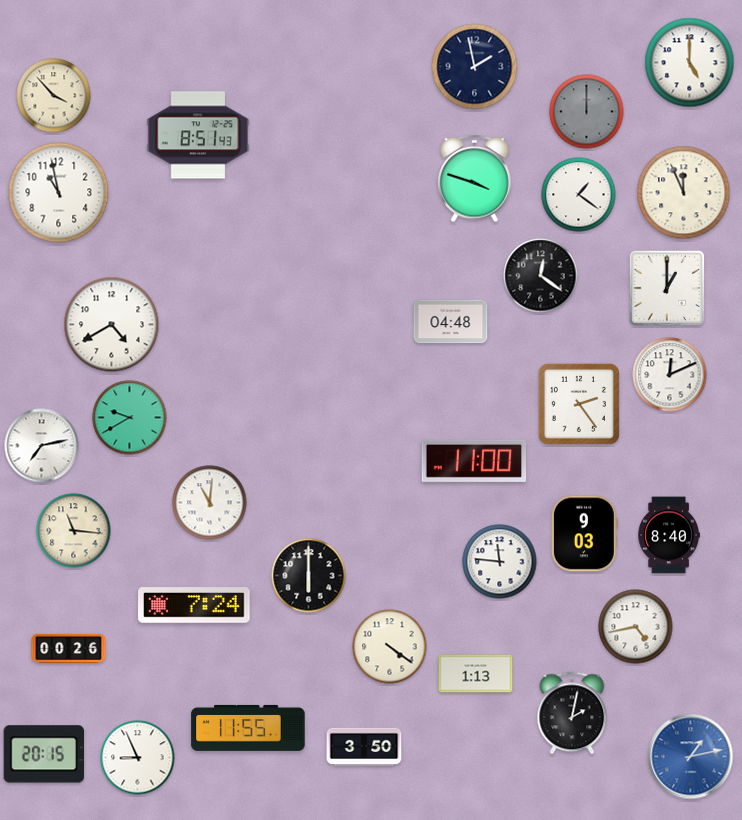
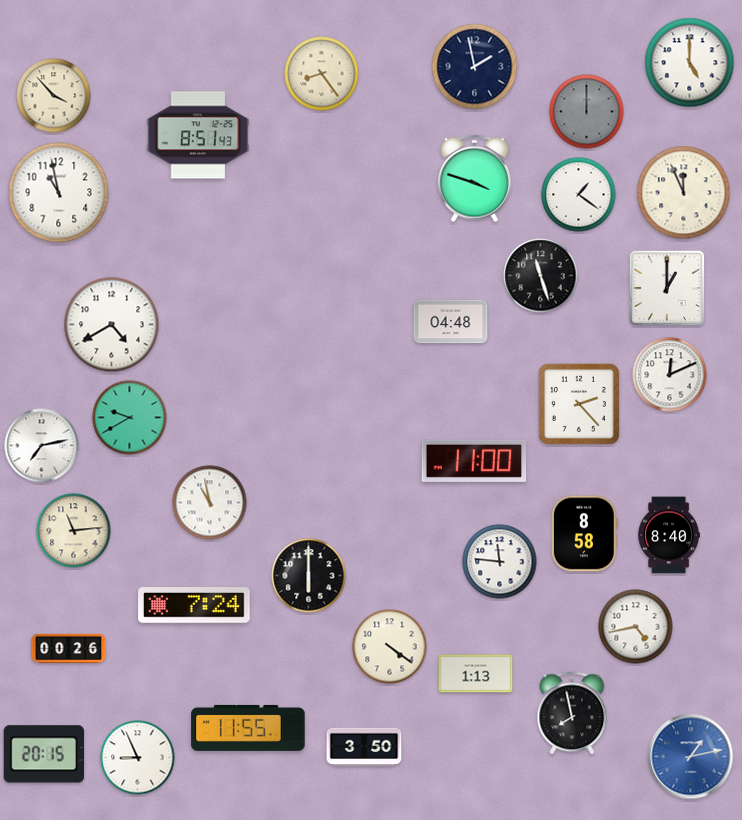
clock at (322, 74): none -> 8:24
clock at (541, 276): 12:21 -> 11:27
clock at (579, 404): 2:24 -> 2:23
clock at (210, 503): 11:01 -> 10:58
clock at (74, 531): 11:16 -> 11:14
clock at (584, 534): 9:03 -> 8:58
clock at (572, 713): 2:02 -> 7:58
